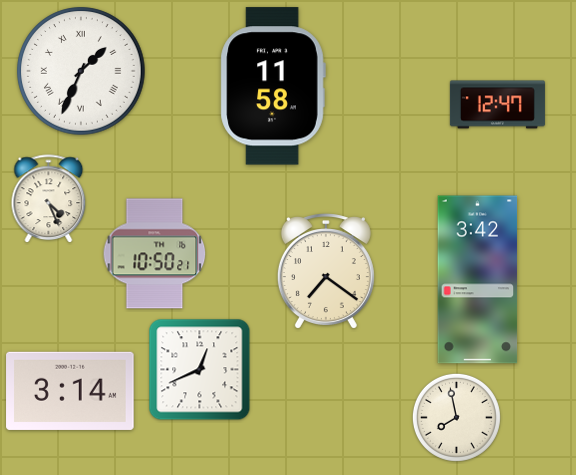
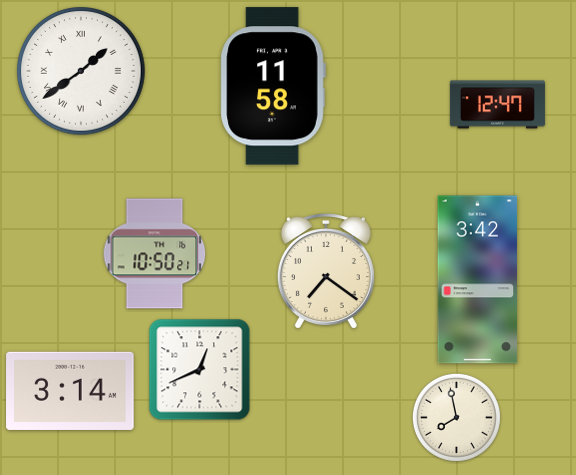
clock at (81, 71): 1:34 -> 1:39
clock at (49, 199): 4:26 -> none
